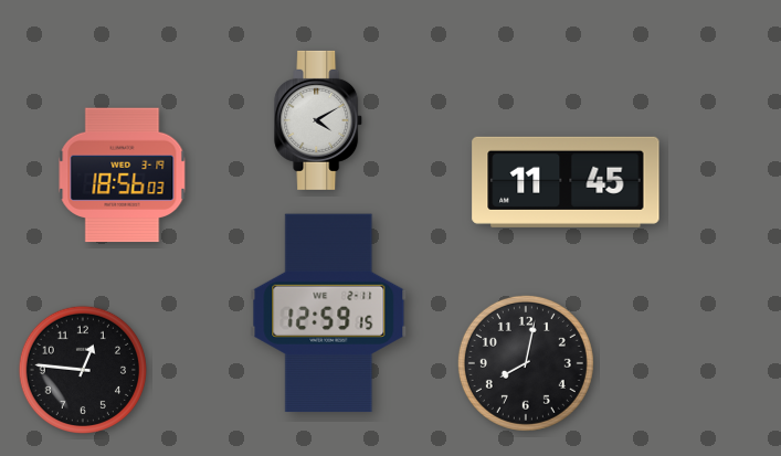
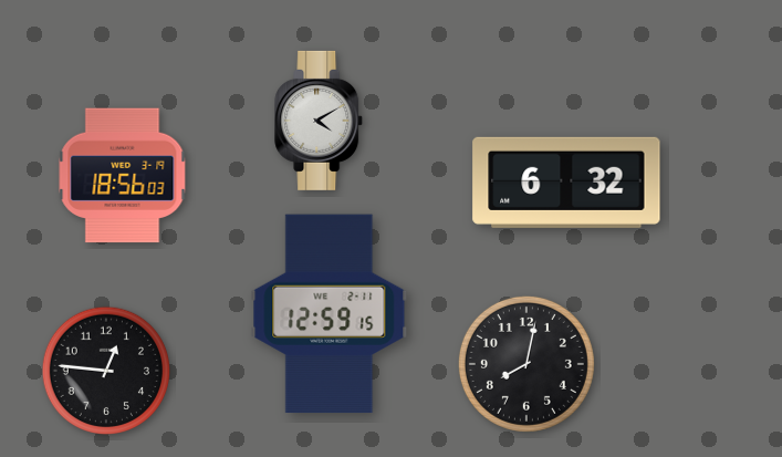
clock at (566, 182): 11:45 -> 6:32
clock at (82, 369) position: (82, 369) -> (105, 370)
